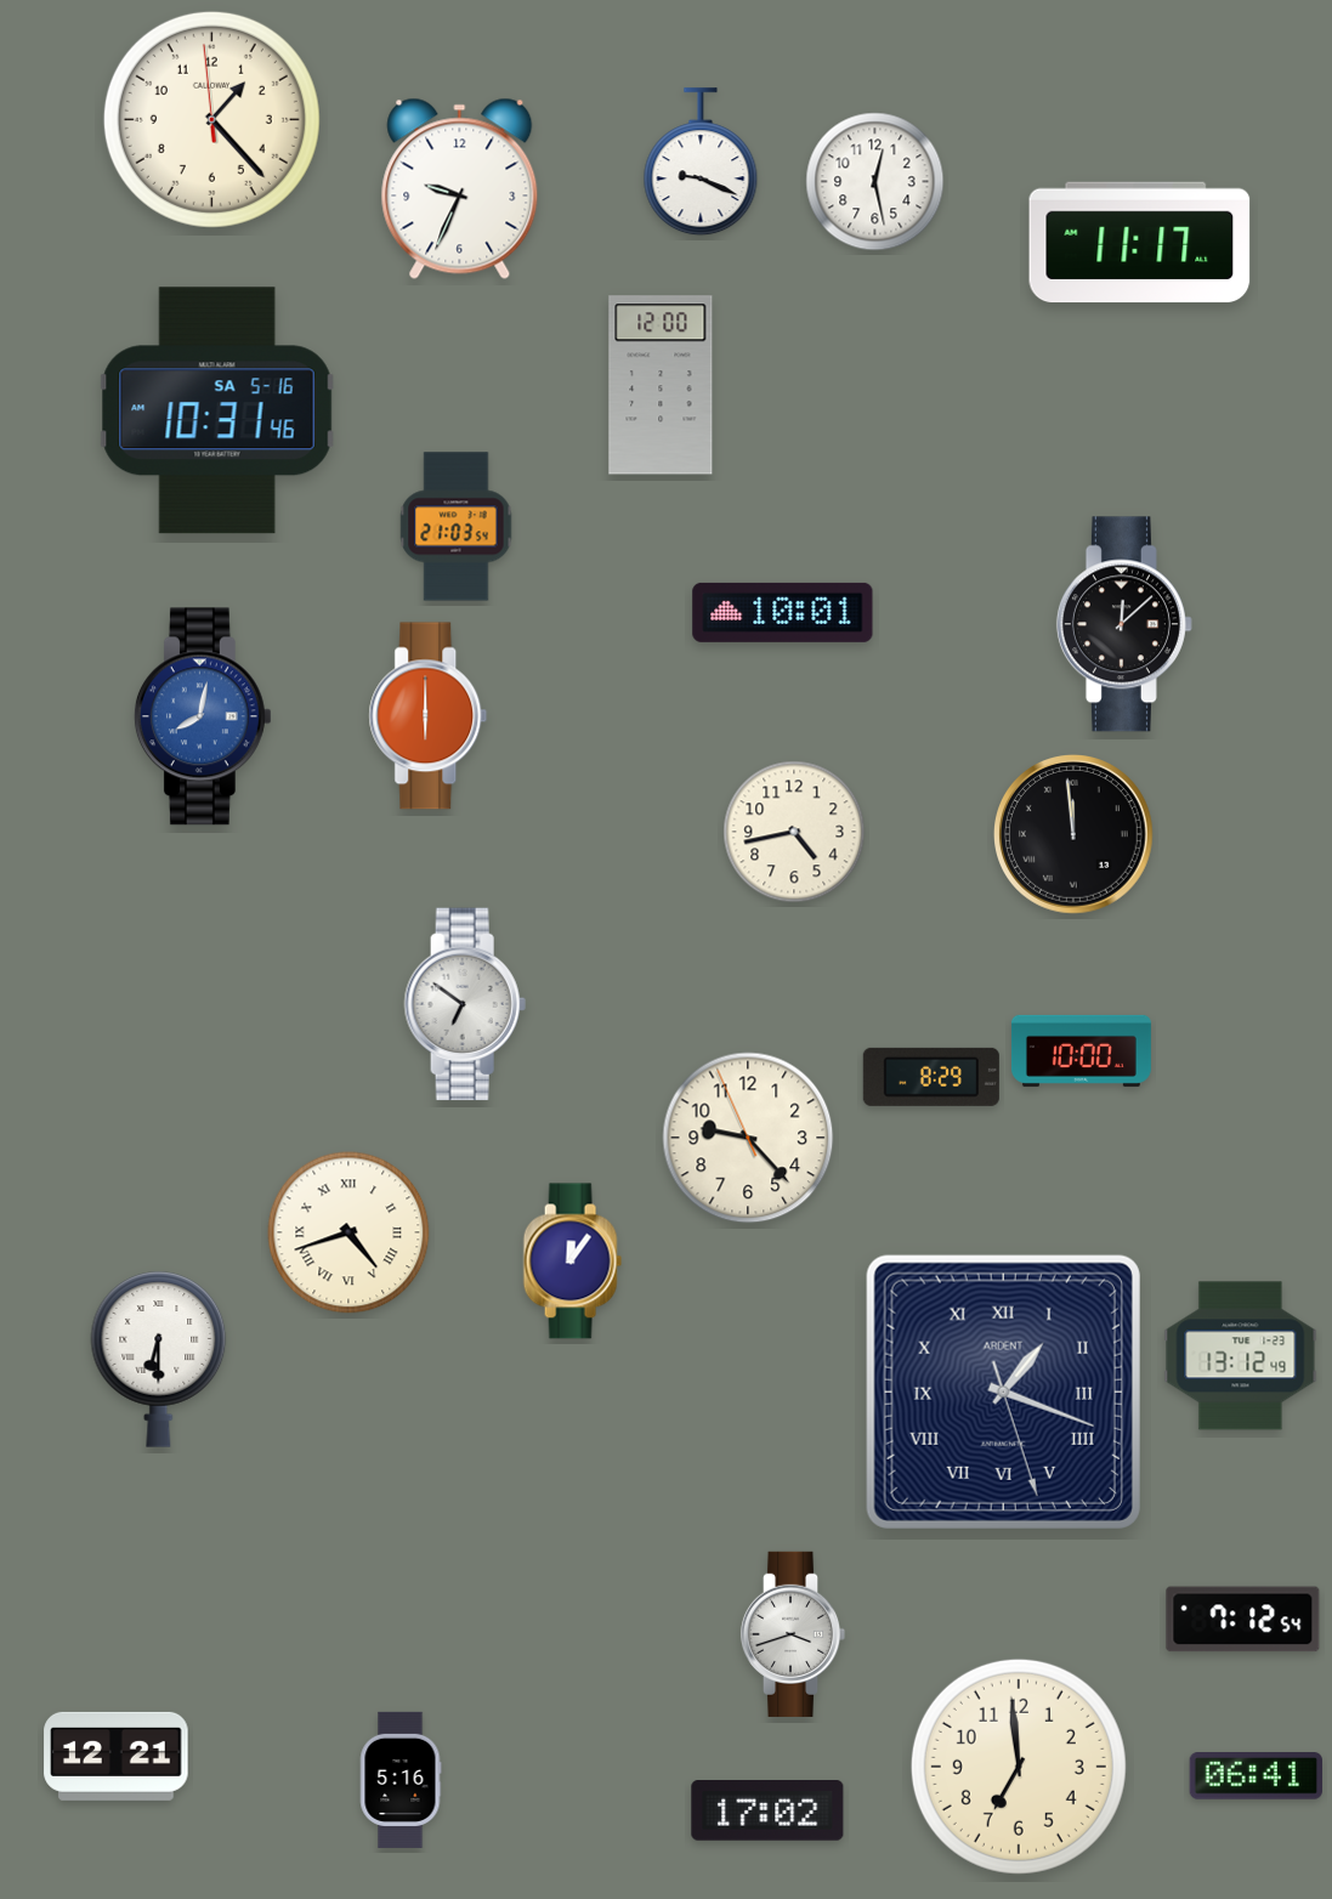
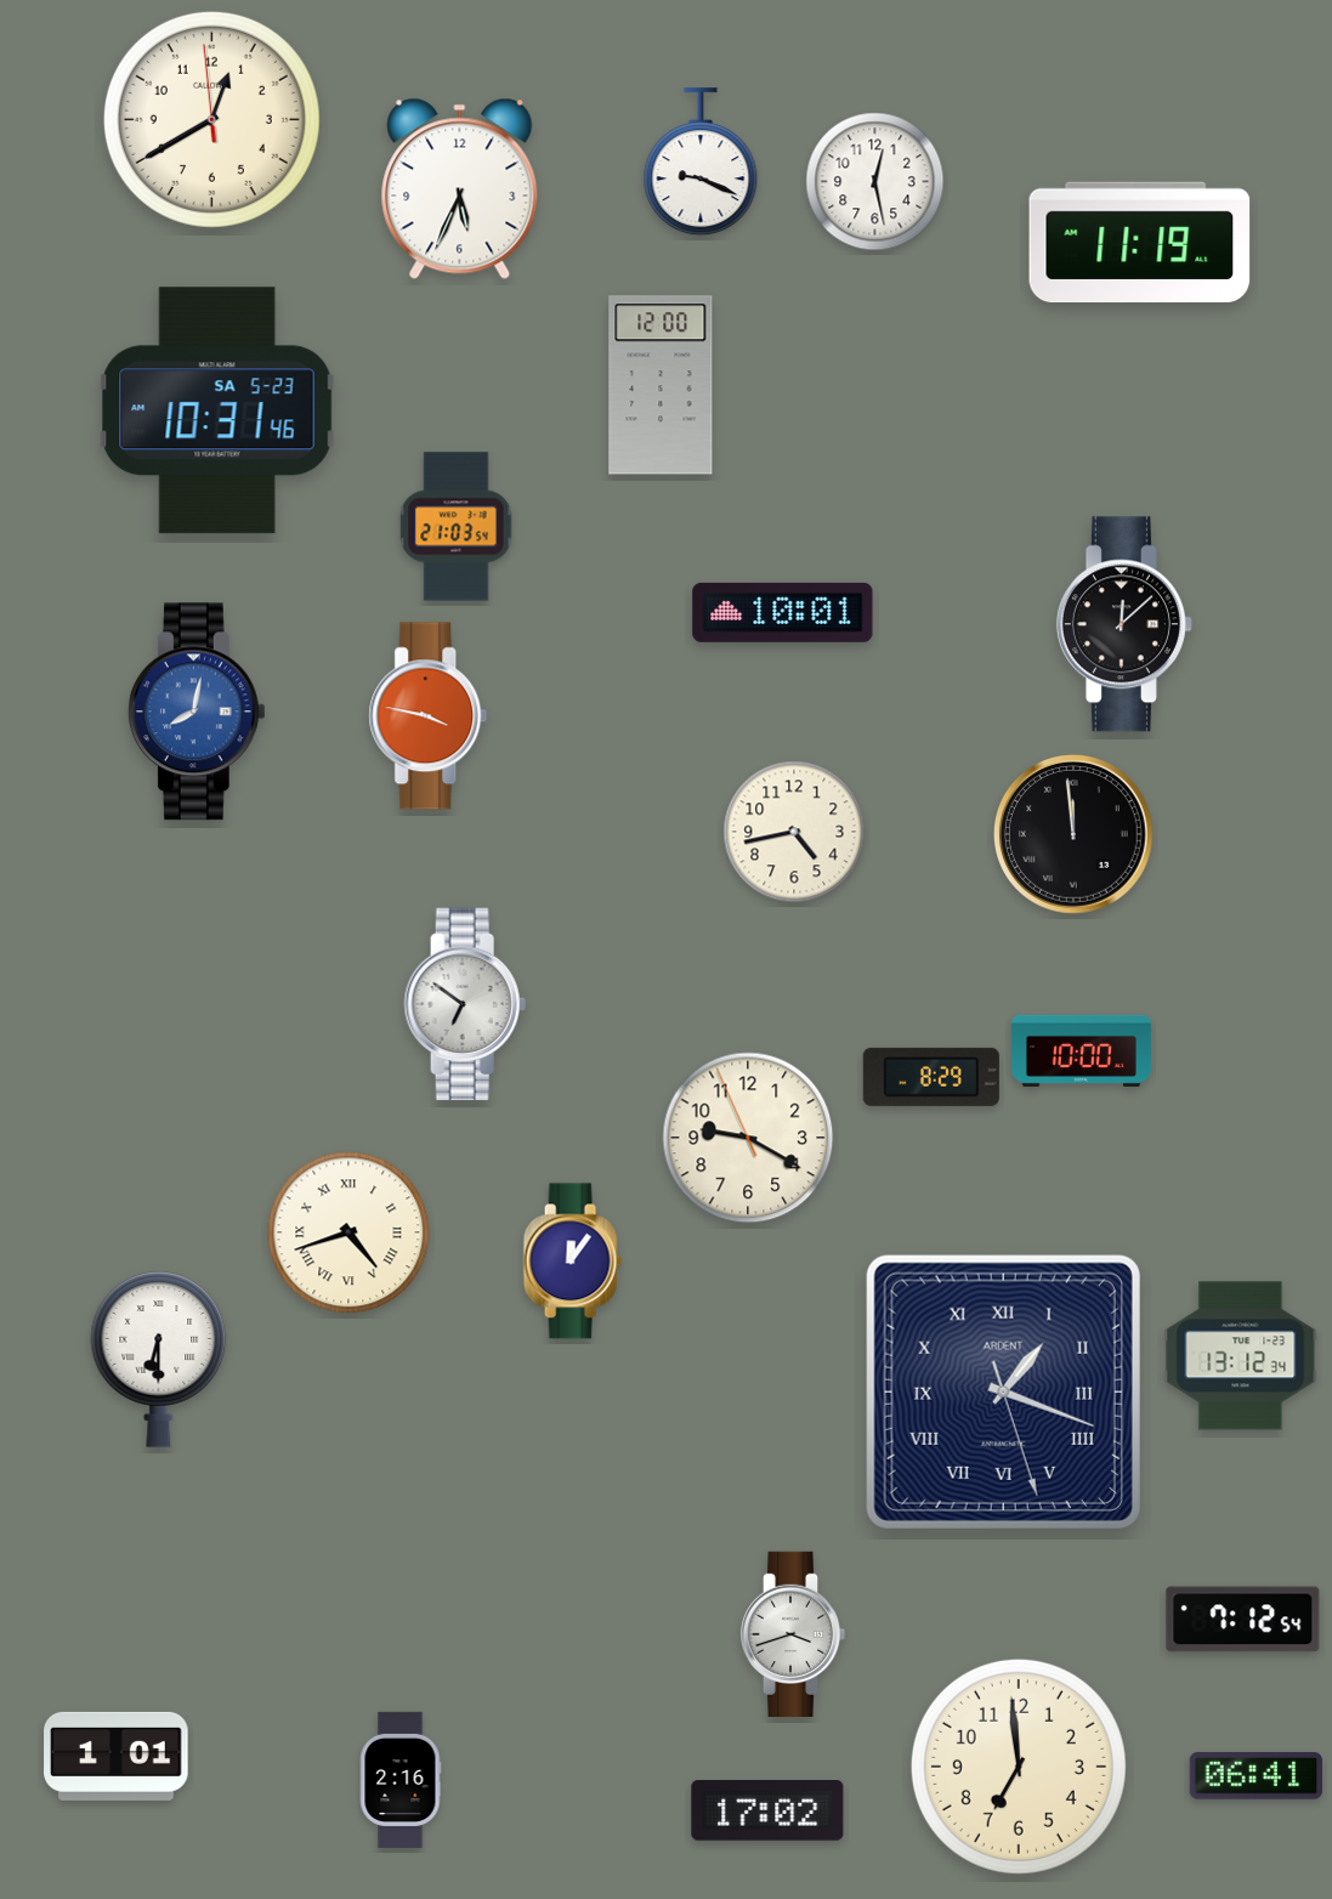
clock at (211, 119): 1:22 -> 12:39
clock at (460, 188): 9:34 -> 5:34
clock at (1140, 243): 11:17 -> 11:19
clock at (217, 410) date: SA 5-16 -> SA 5-23
clock at (203, 716) position: (203, 716) -> (197, 712)
clock at (429, 716): 6:00 -> 3:47
clock at (748, 1138): 9:22 -> 9:19
clock at (1241, 1356): 13:12:49 -> 13:12:34
clock at (117, 1756): 12:21 -> 1:01
clock at (401, 1780): 5:16 -> 2:16
